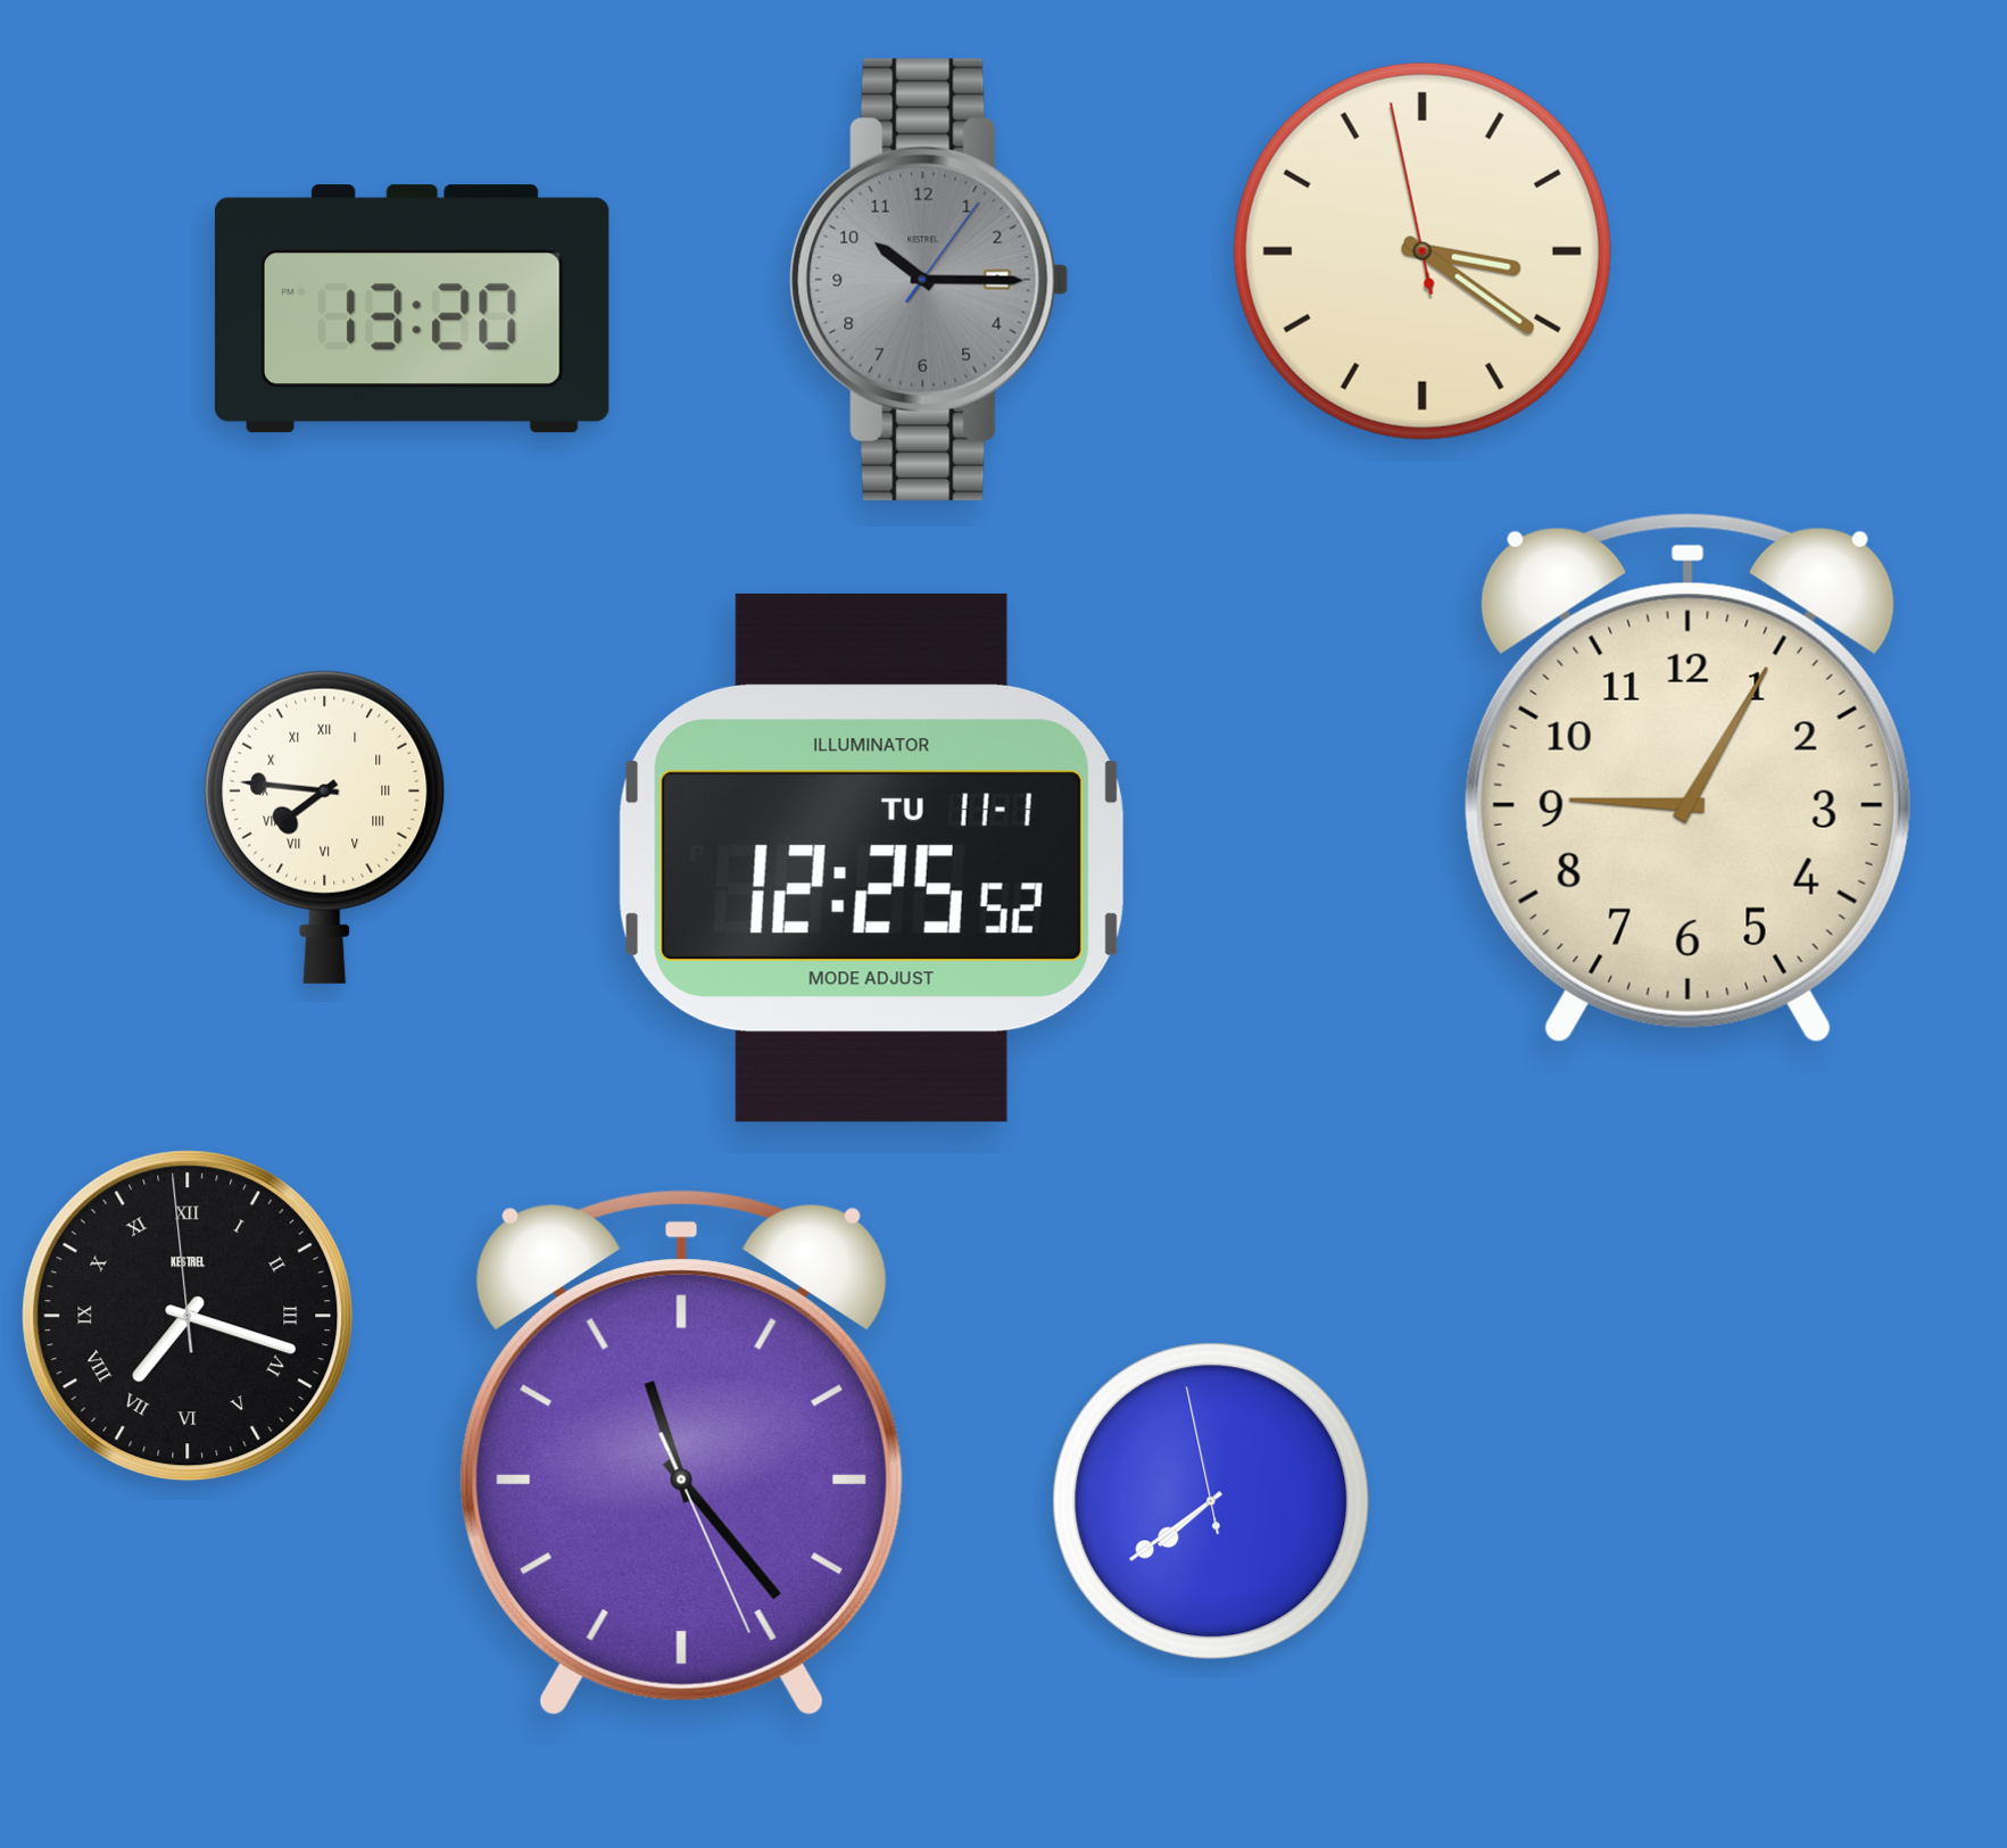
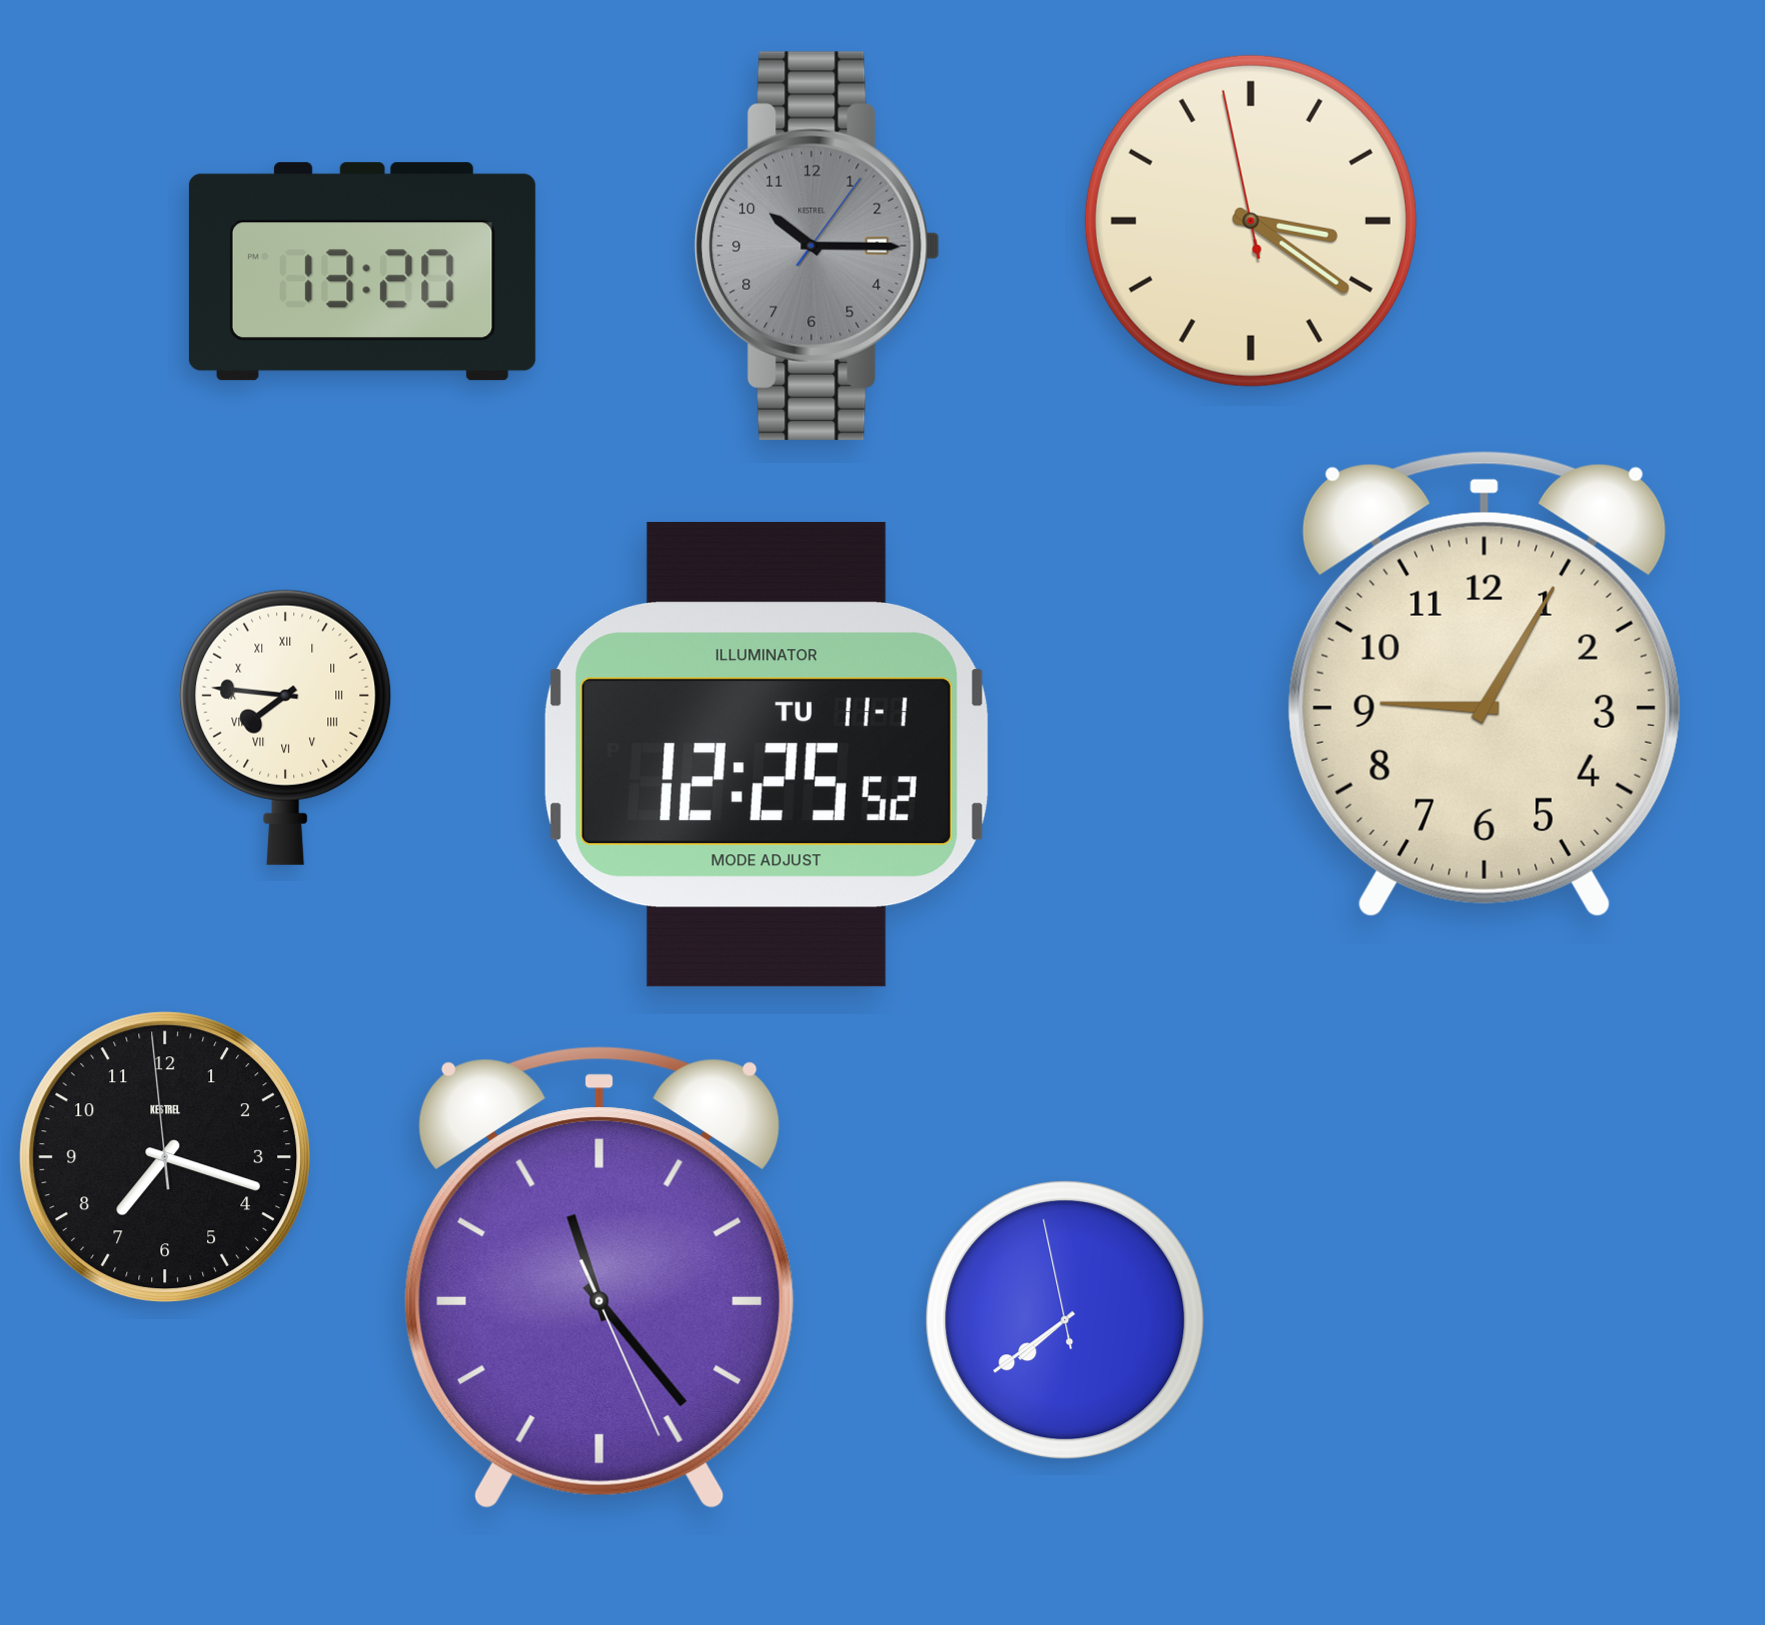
clock at (188, 1316) numerals: Roman -> Arabic
